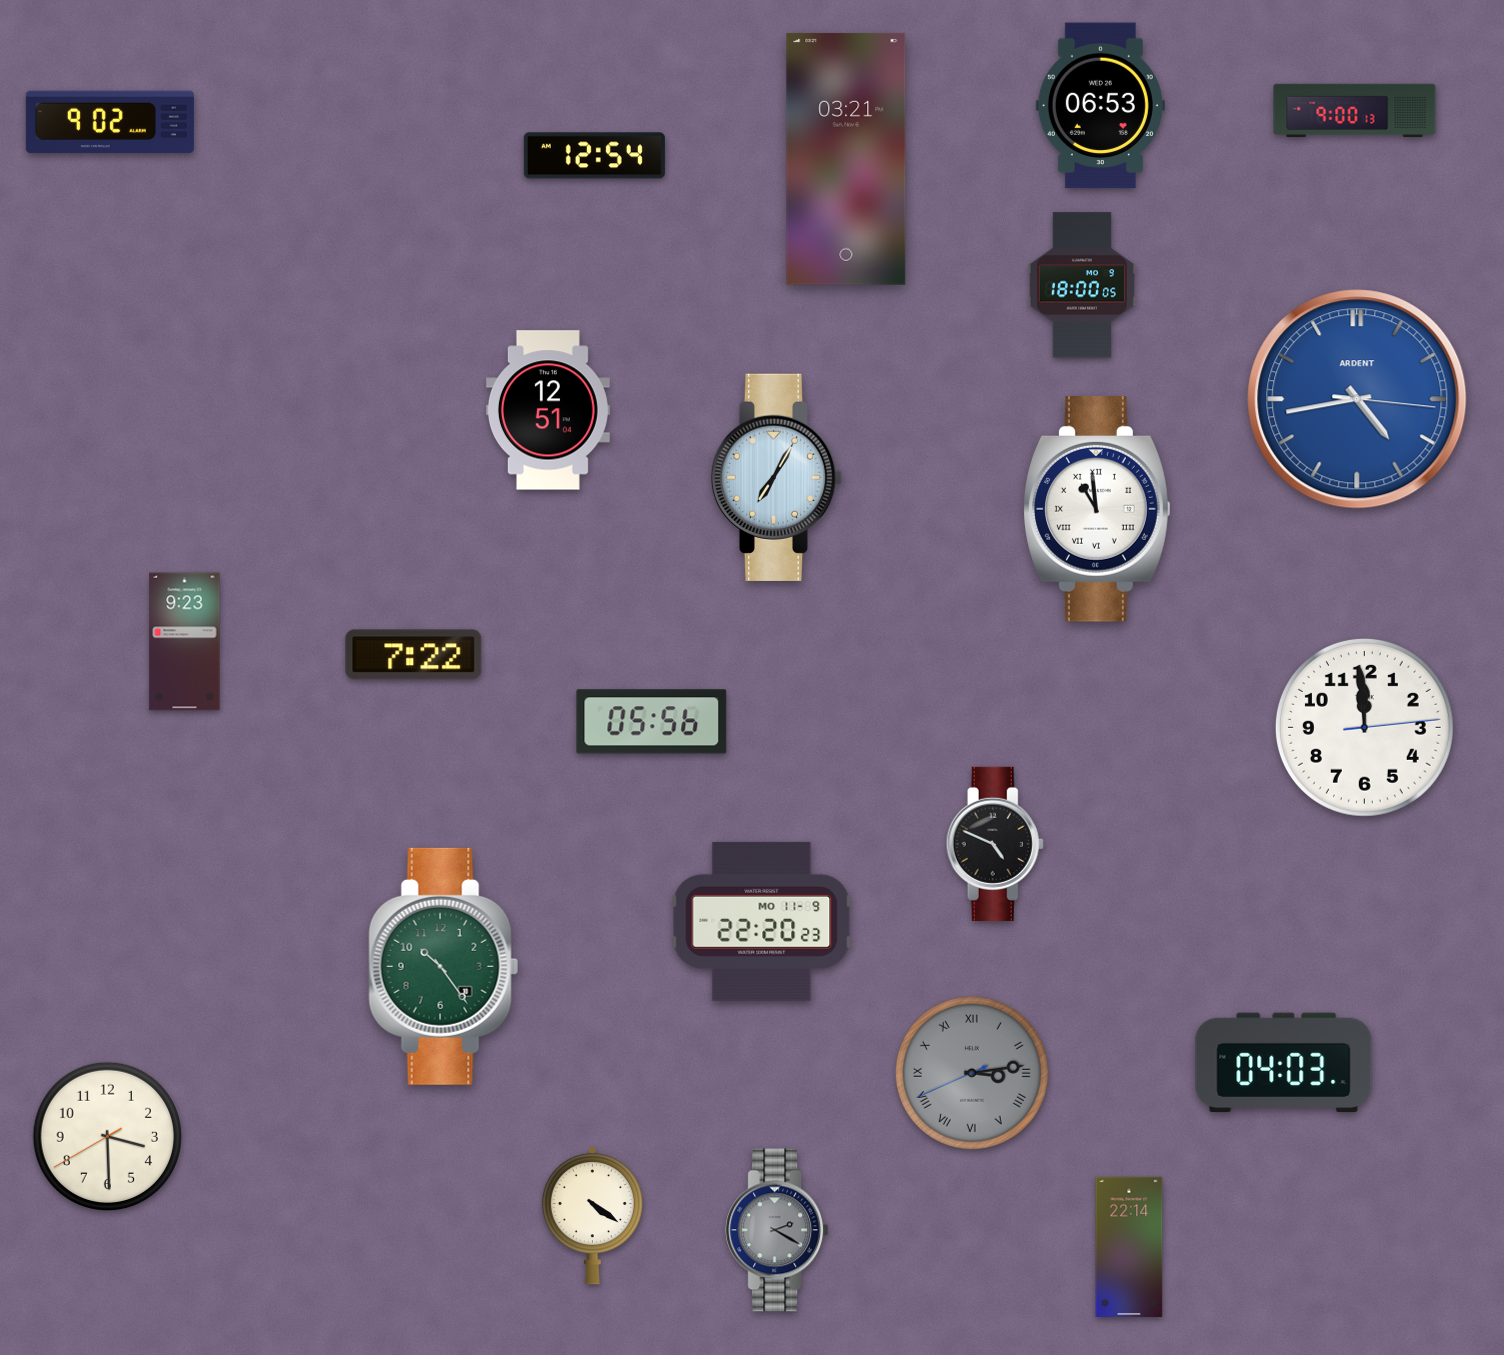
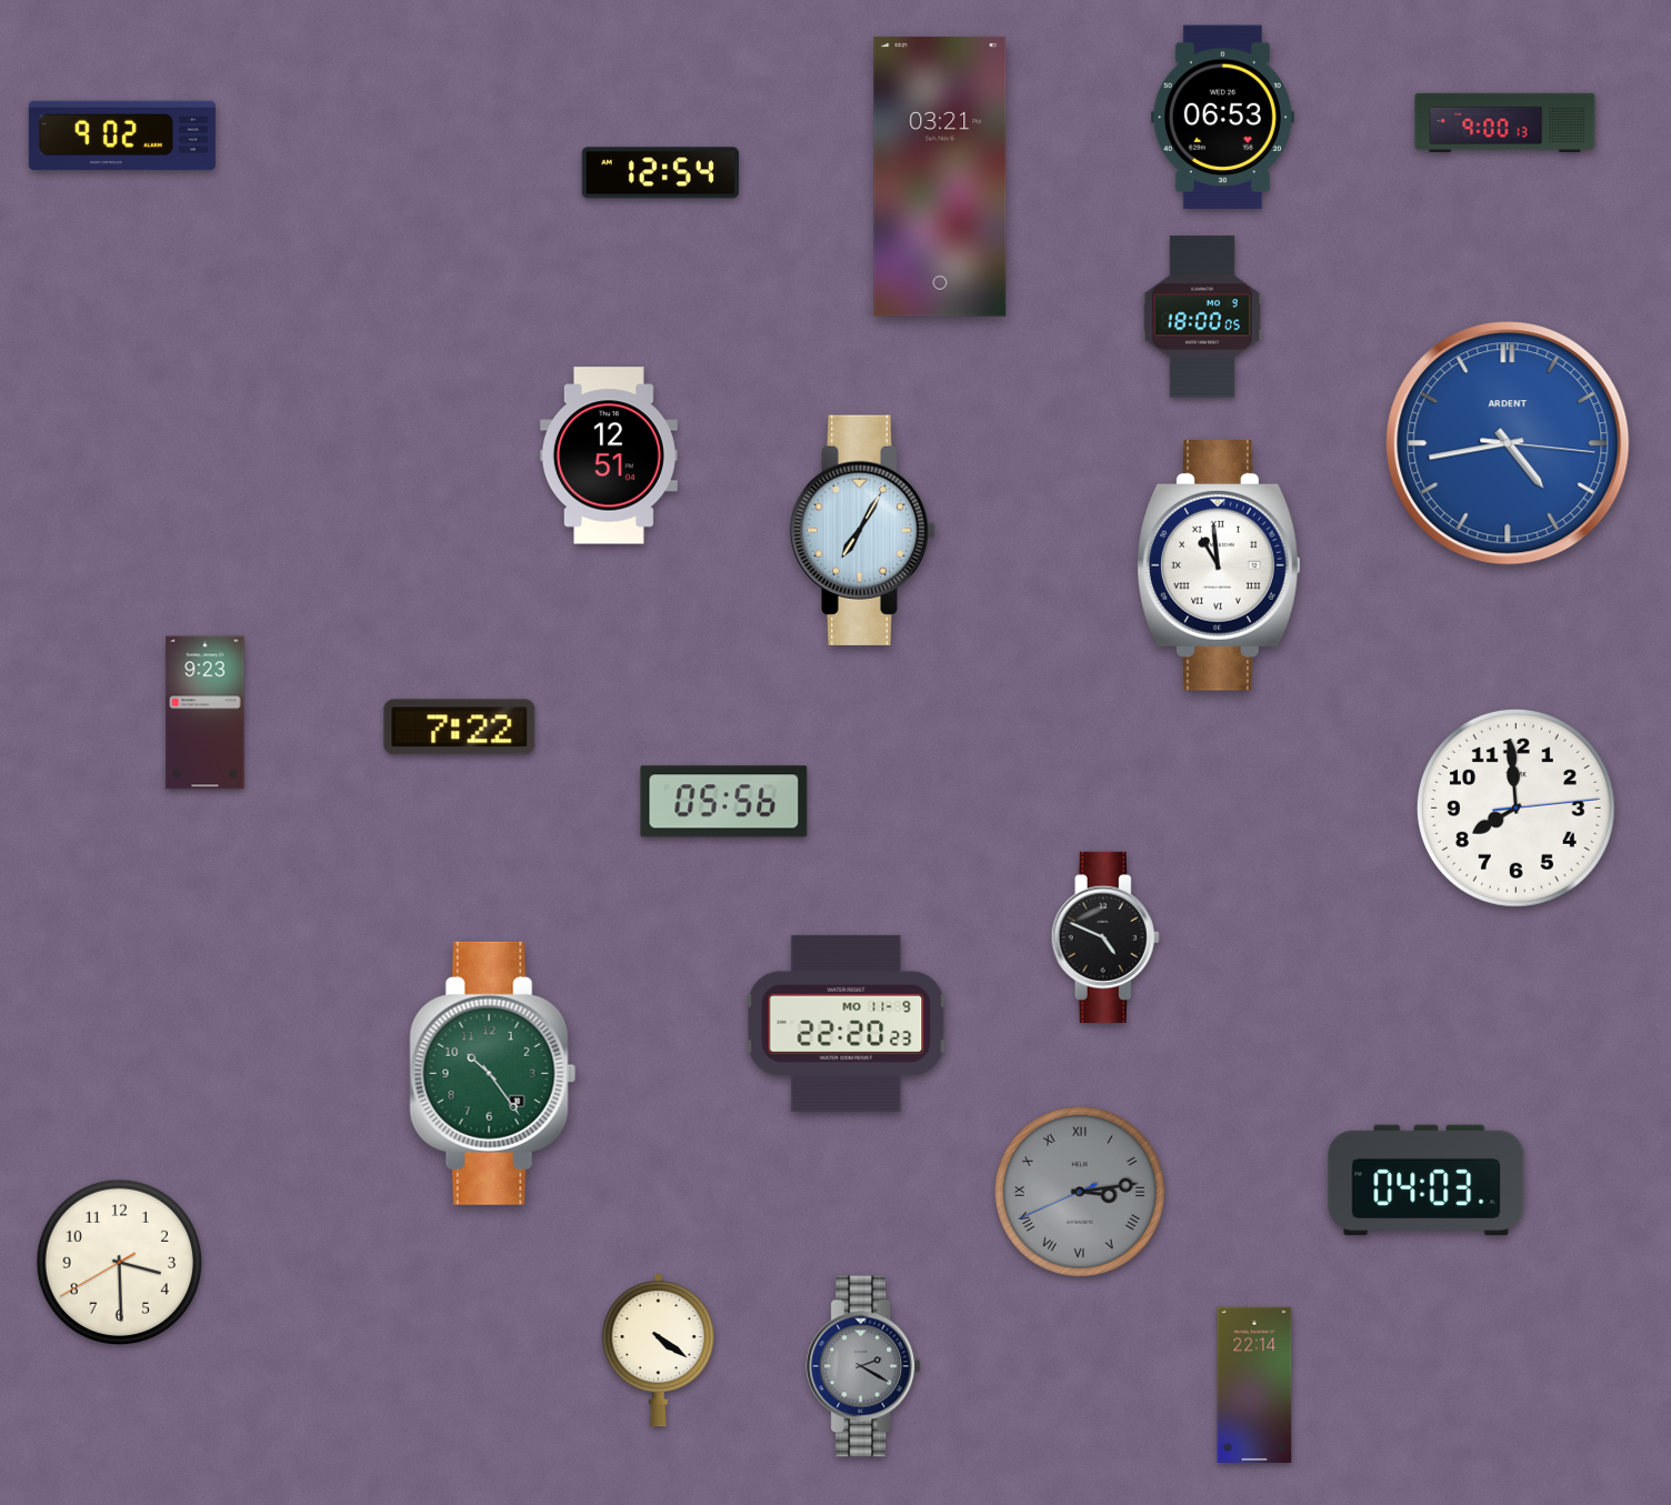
clock at (1364, 727): 11:59 -> 7:59
